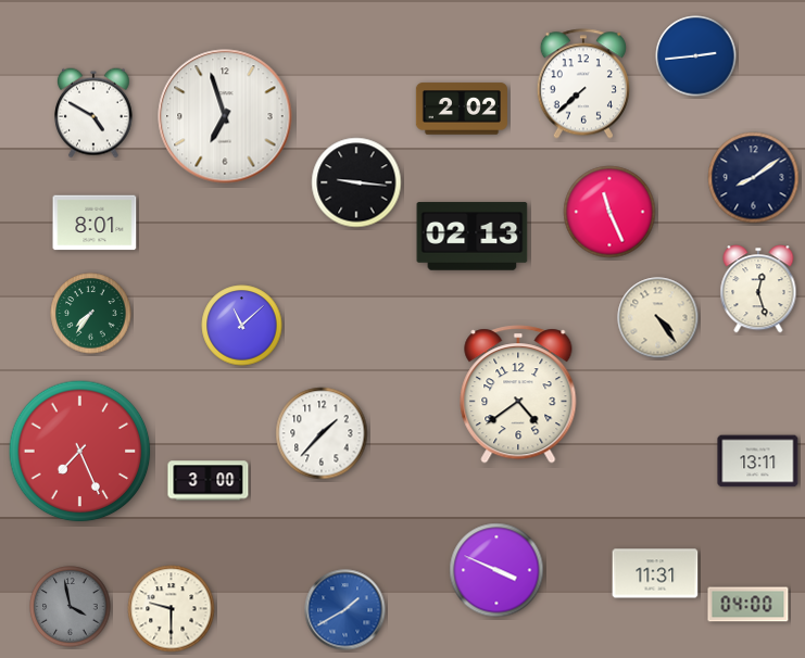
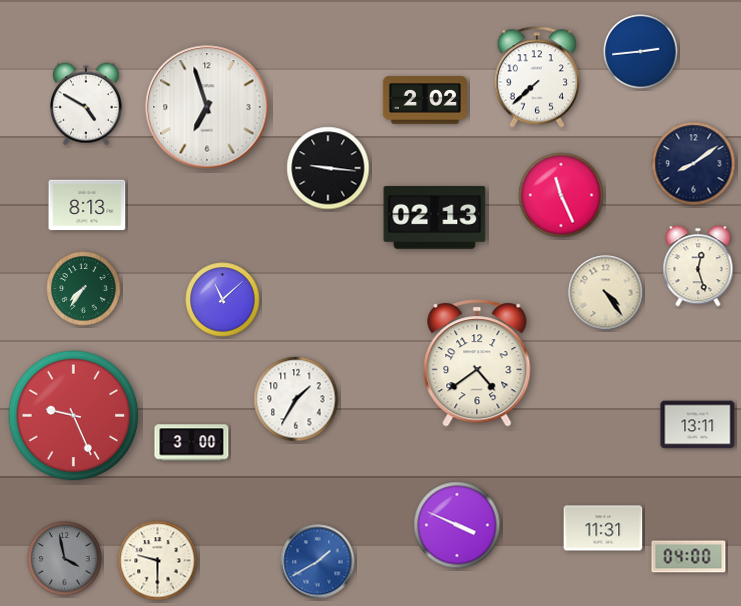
clock at (95, 223): 8:01 -> 8:13
clock at (322, 433): 1:37 -> 1:35
clock at (80, 452): 7:26 -> 9:26
